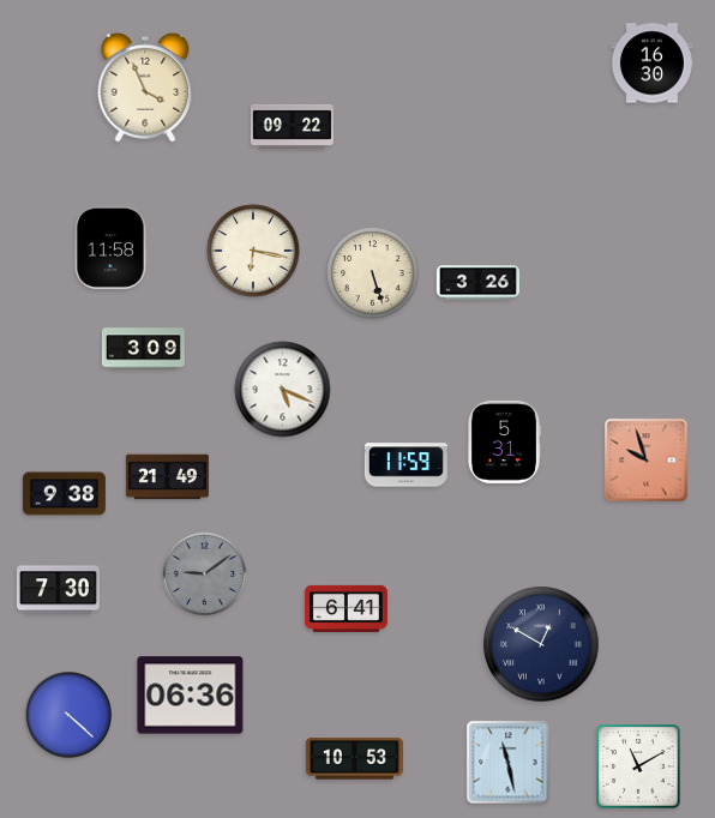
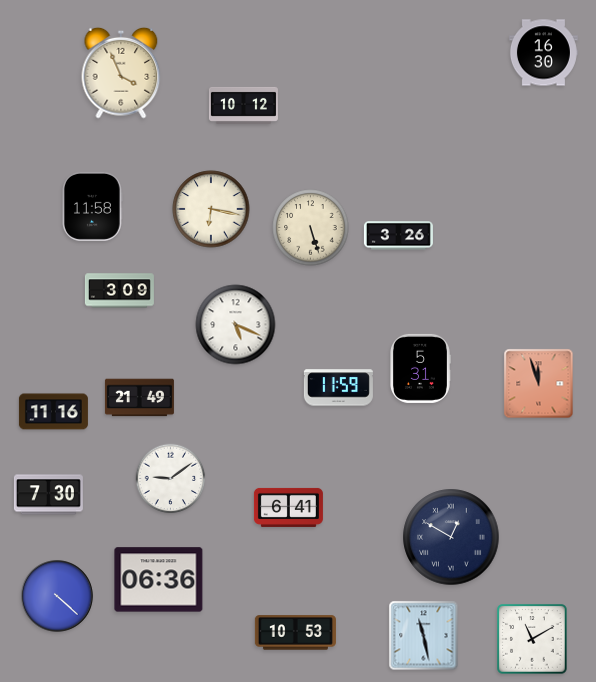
clock at (292, 126): 09:22 -> 10:12
clock at (647, 461): 9:57 -> 11:57
clock at (64, 494): 9:38 -> 11:16
clock at (205, 575) dial: grey -> white
clock at (58, 590) position: (58, 590) -> (48, 495)
